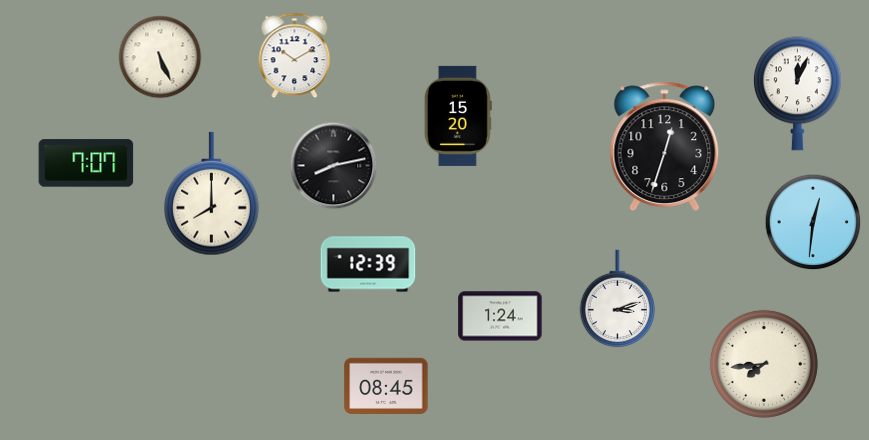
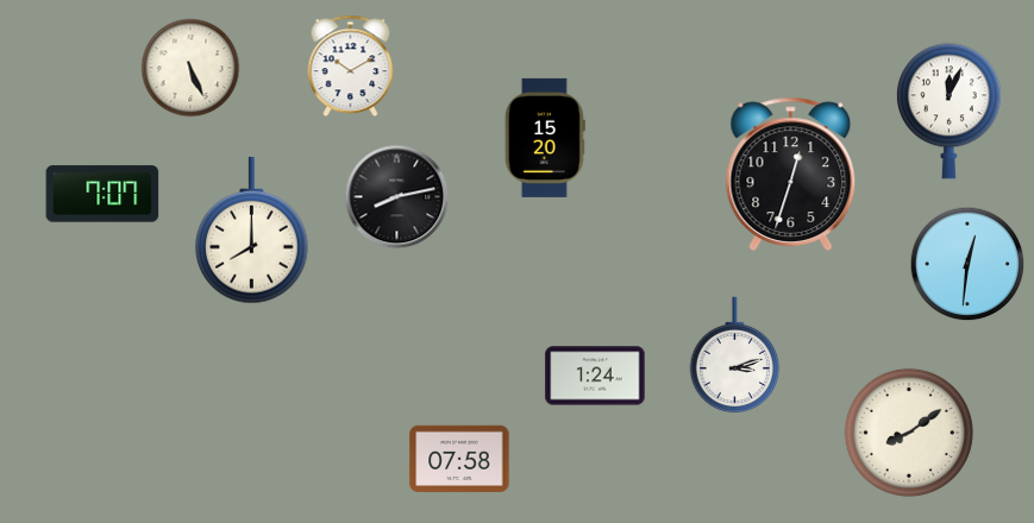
clock at (368, 264): 12:39 -> none
clock at (764, 364): 7:44 -> 8:09
clock at (386, 386): 08:45 -> 07:58
